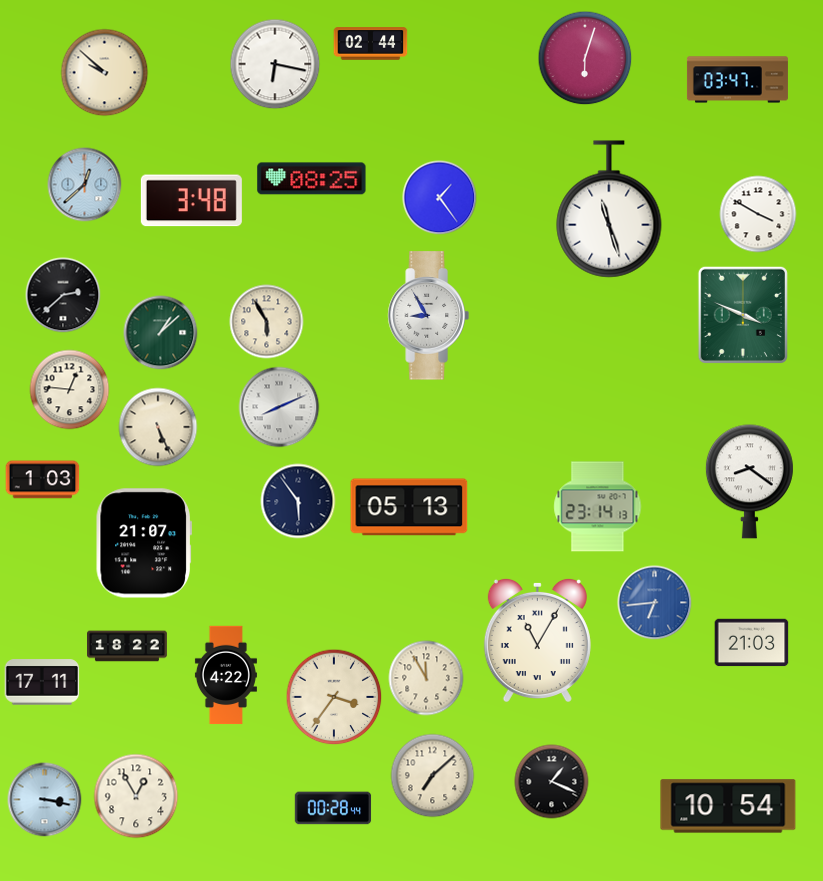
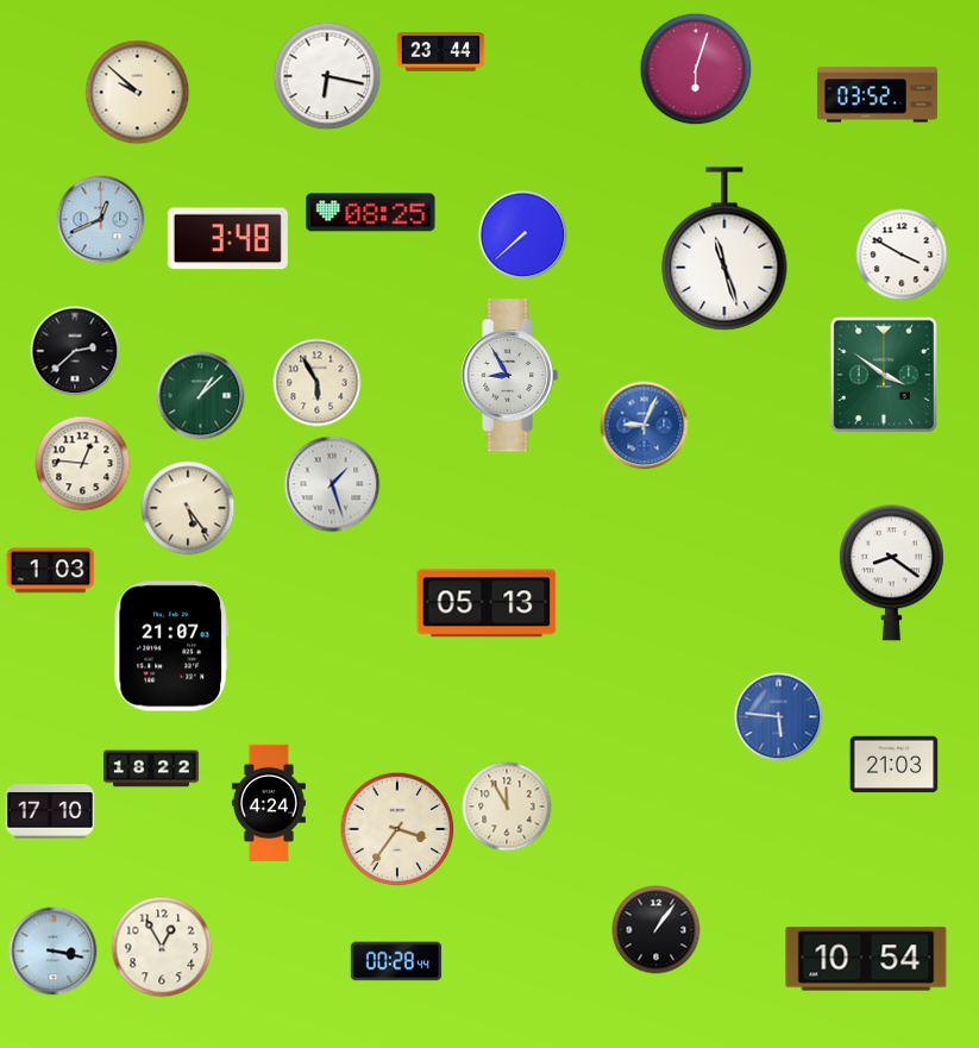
clock at (371, 44): 02:44 -> 23:44
clock at (105, 73) position: (105, 73) -> (138, 93)
clock at (737, 80): 03:47 -> 03:52
clock at (85, 185): 12:38 -> 12:41
clock at (440, 198): 1:24 -> 7:38
clock at (743, 315): 3:49 -> 3:51
clock at (161, 333) position: (161, 333) -> (201, 396)
clock at (645, 426): none -> 9:04
clock at (279, 407): 8:11 -> 1:27
clock at (158, 427): 5:26 -> 5:24
clock at (298, 501): 5:54 -> none
clock at (598, 507): 23:14 -> none
clock at (655, 603): 6:44 -> 5:46
clock at (537, 639): 11:05 -> none
clock at (226, 675): 4:22 -> 4:24
clock at (42, 682): 17:11 -> 17:10
clock at (433, 776): 7:08 -> none
clock at (552, 782): 1:19 -> 1:06
